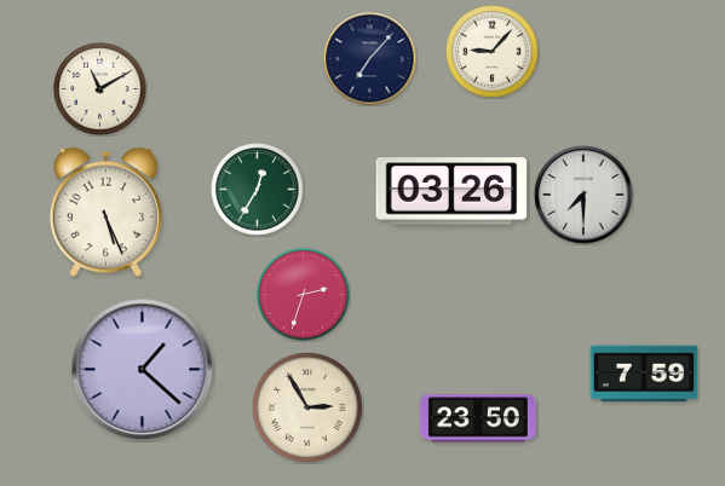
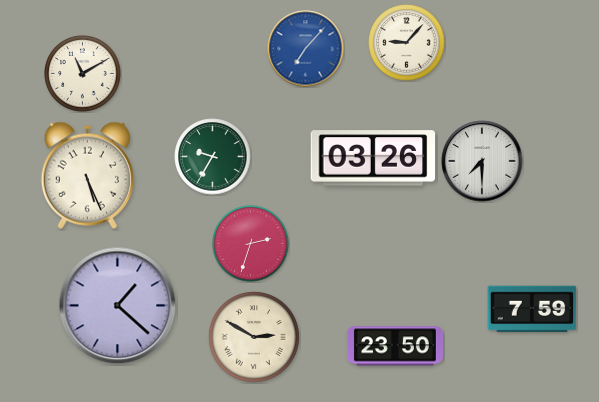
clock at (370, 59) dial: navy -> blue
clock at (258, 190): 12:35 -> 9:35
clock at (307, 407): 2:55 -> 2:50
